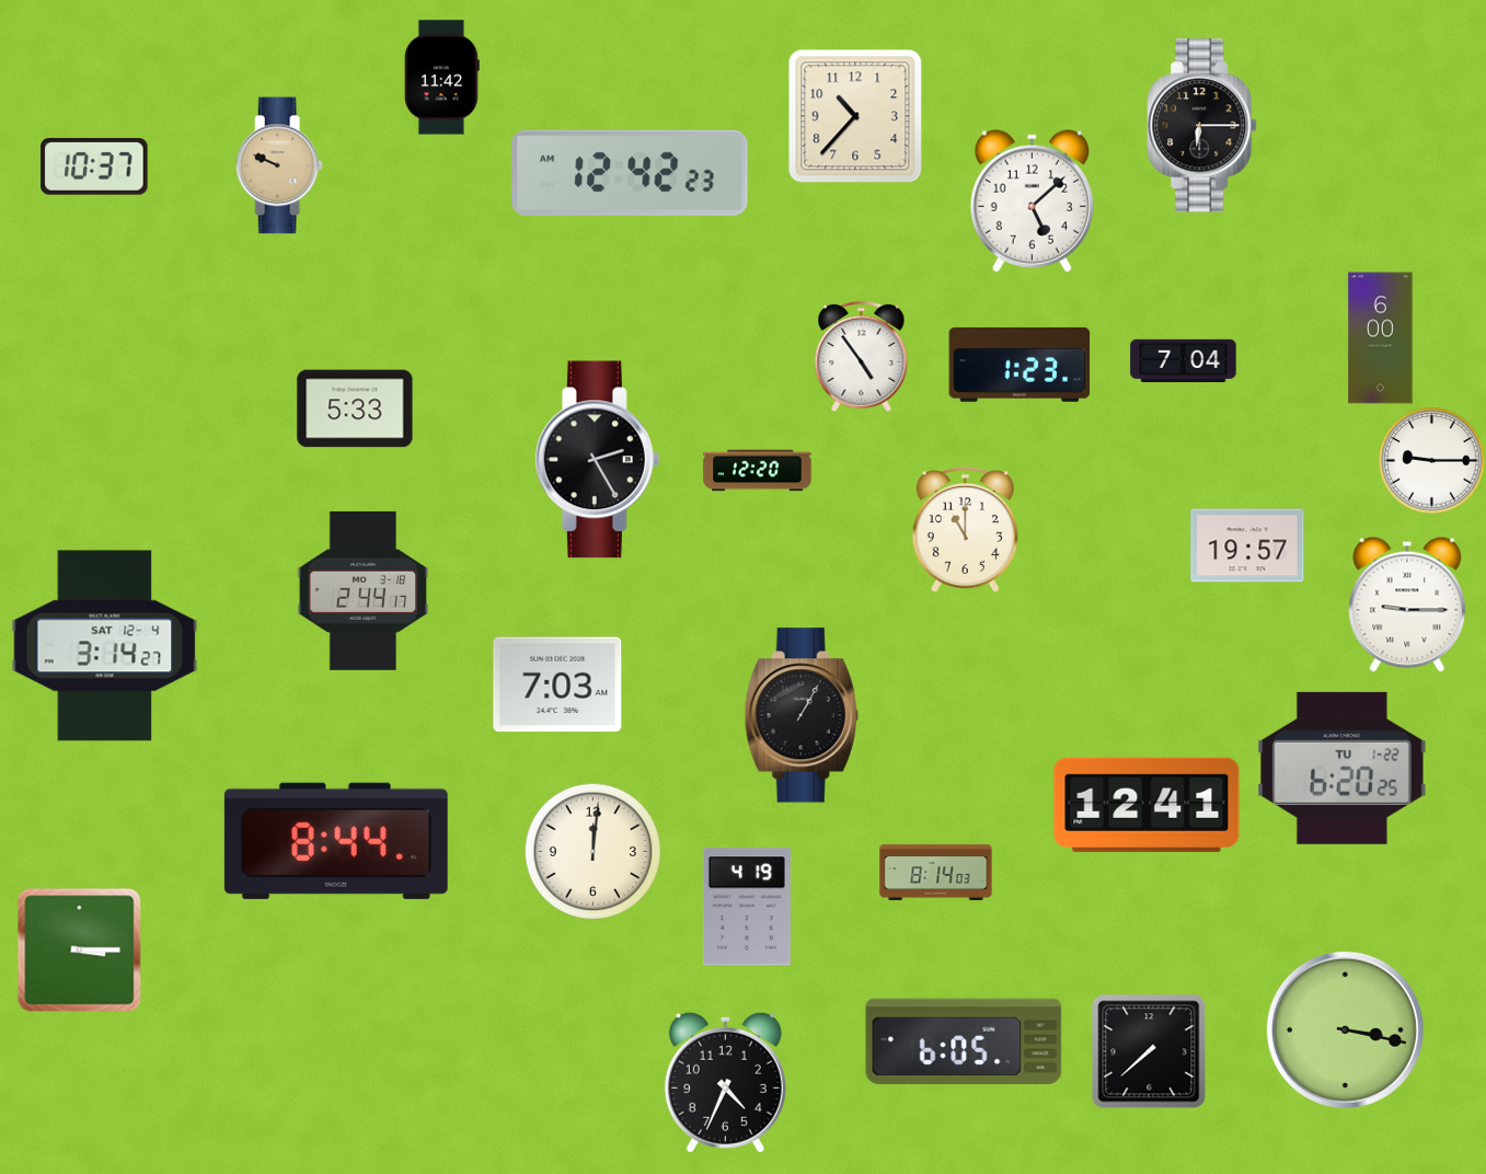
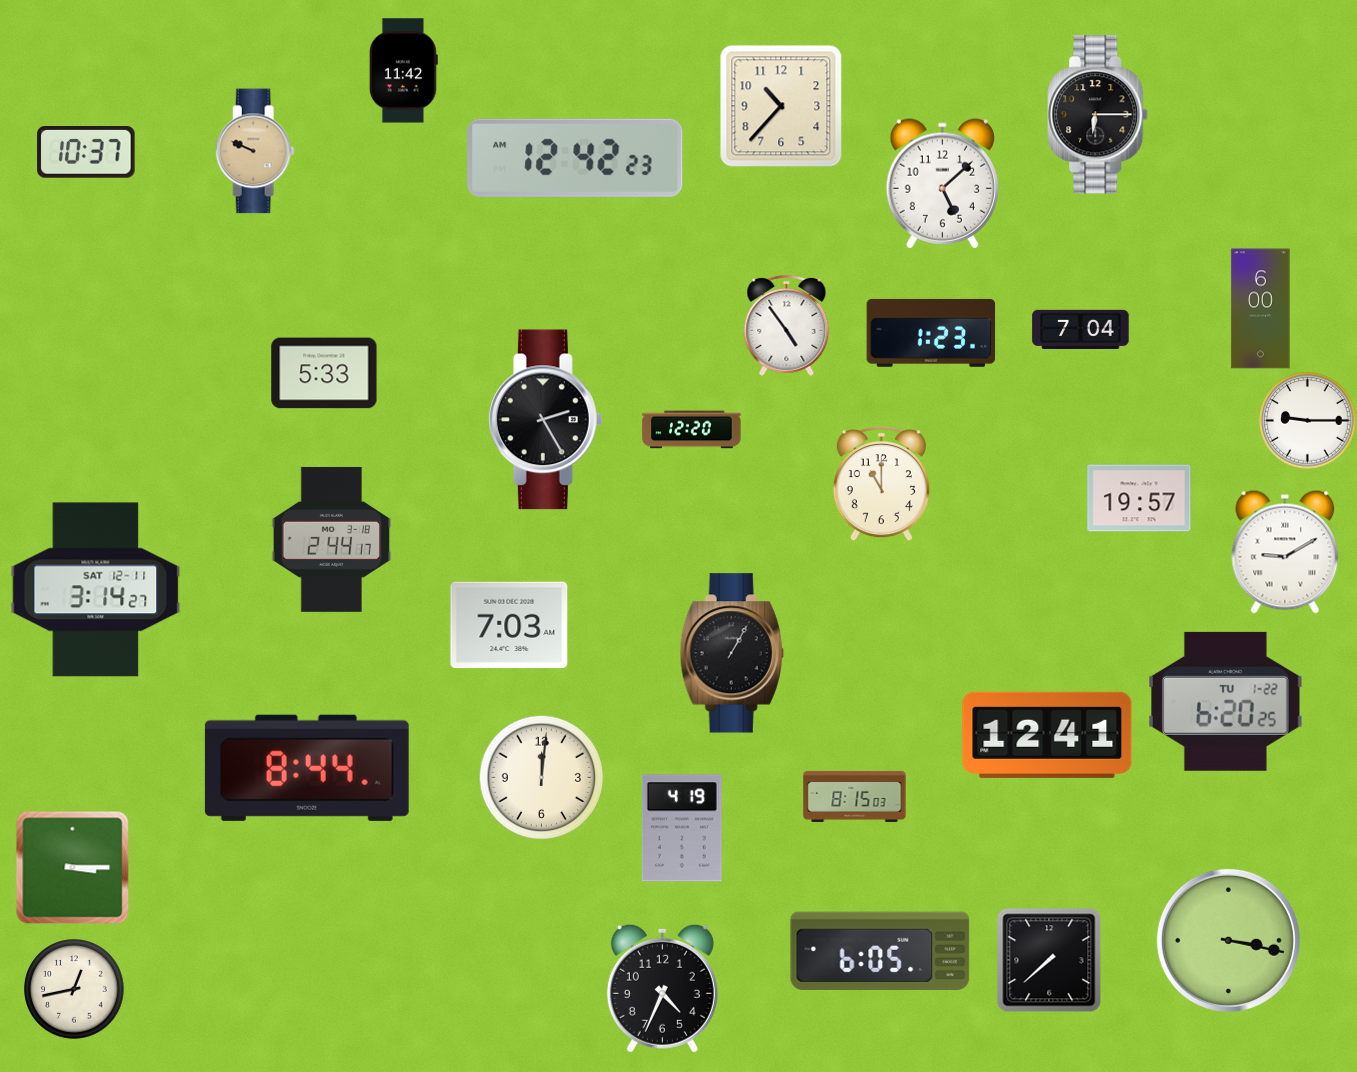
clock at (1407, 605): 9:15 -> 9:10
clock at (105, 646) date: SAT 12-4 -> SAT 12-11
clock at (936, 872): 8:14 -> 8:15
clock at (74, 989): none -> 12:43
